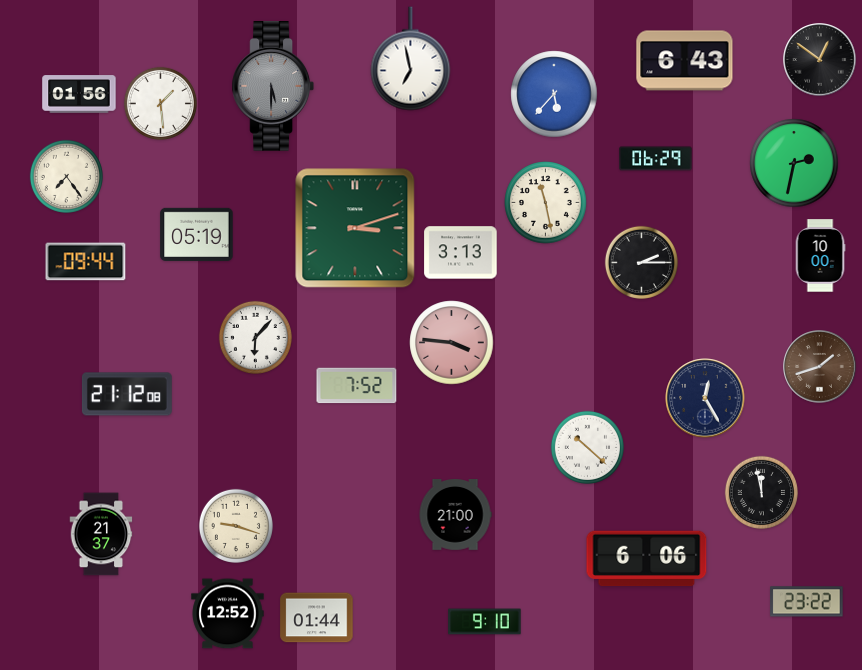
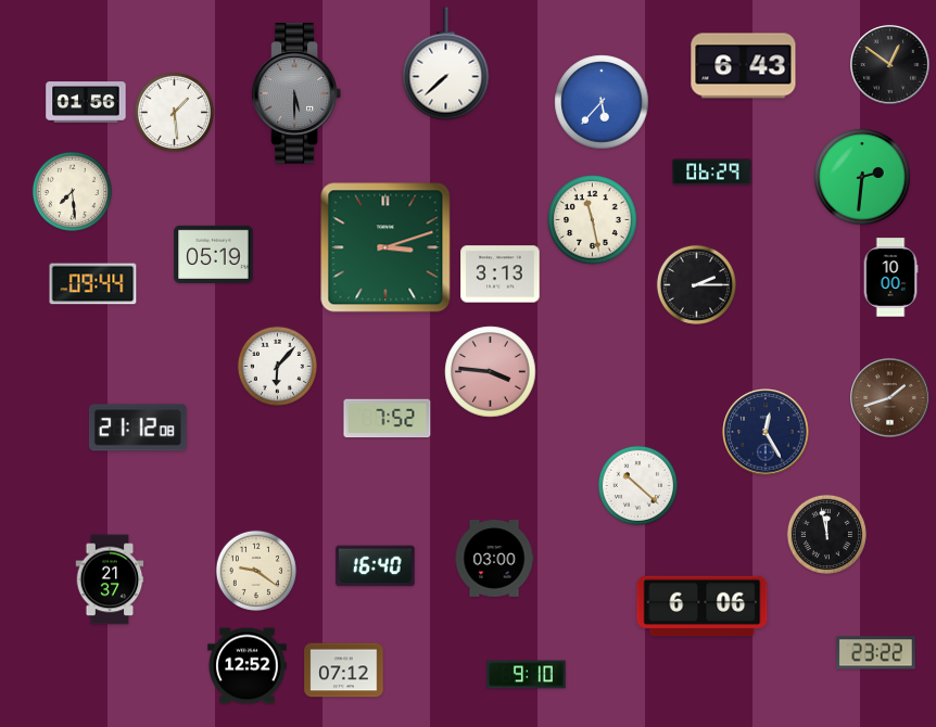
clock at (411, 59): 6:58 -> 7:38
clock at (794, 163): 2:32 -> 2:31
clock at (66, 176): 7:24 -> 7:29
clock at (455, 515): 21:00 -> 03:00
clock at (376, 566): none -> 16:40
clock at (236, 526): 9:18 -> 9:21
clock at (317, 618): 01:44 -> 07:12
